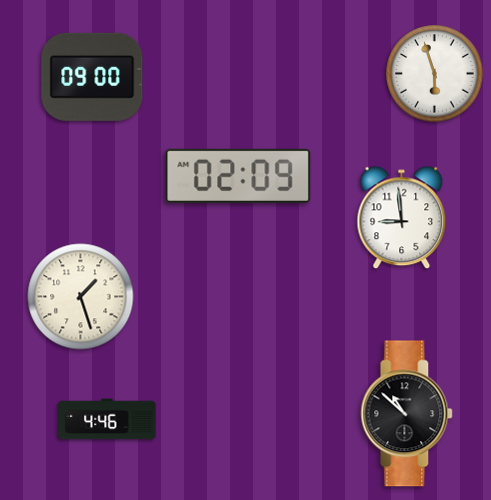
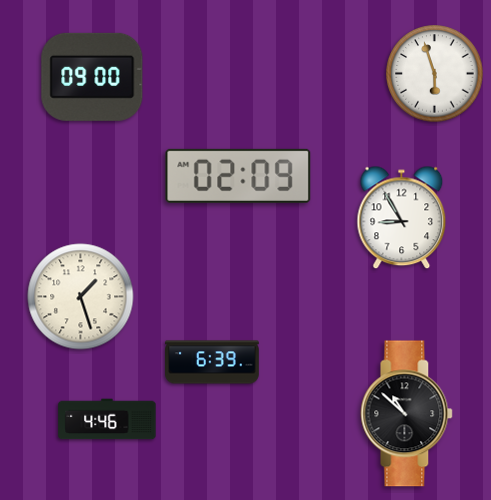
clock at (402, 218): 8:59 -> 8:55
clock at (213, 362): none -> 6:39
